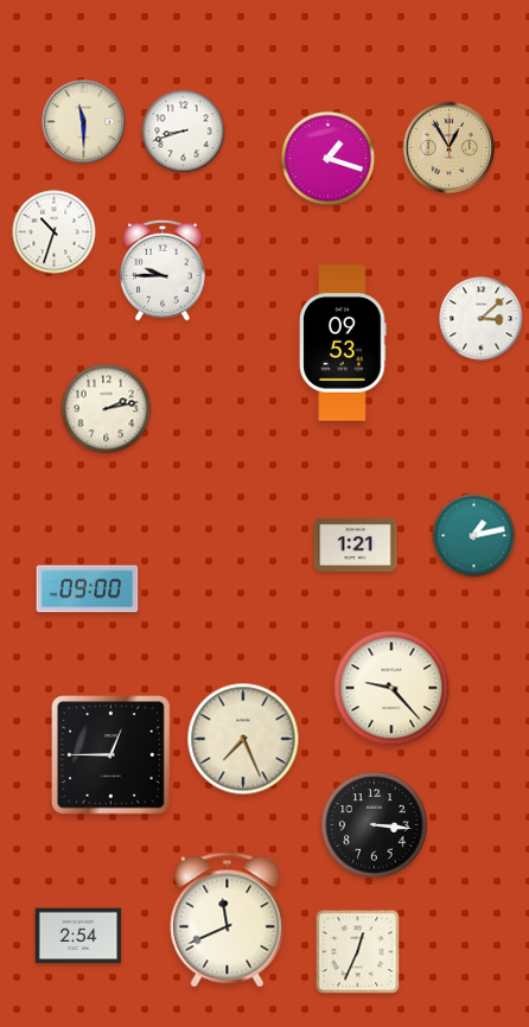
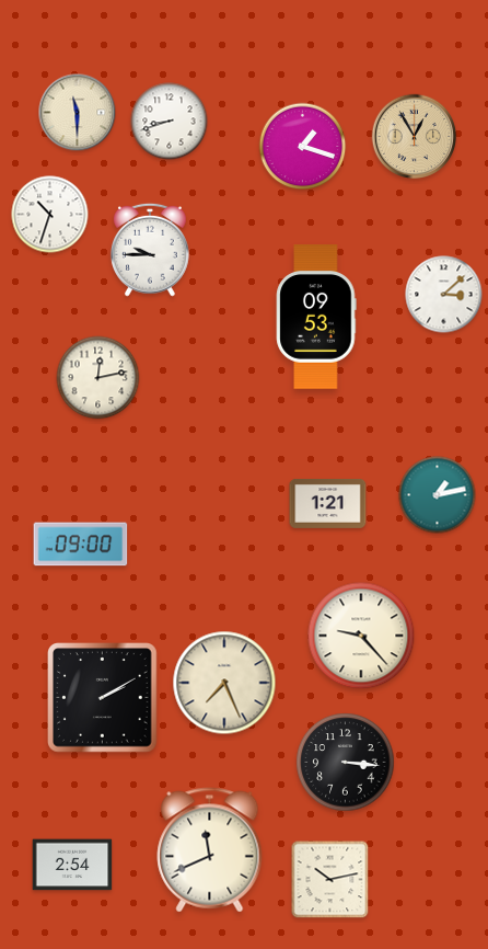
clock at (107, 409): 2:13 -> 12:13
clock at (111, 755): 12:45 -> 2:10
clock at (358, 952): 12:34 -> 10:13
